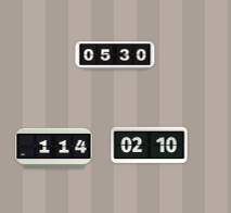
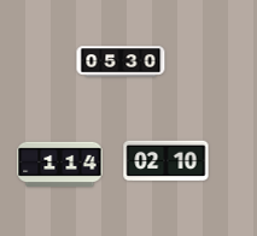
clock at (115, 55) position: (115, 55) -> (121, 61)
